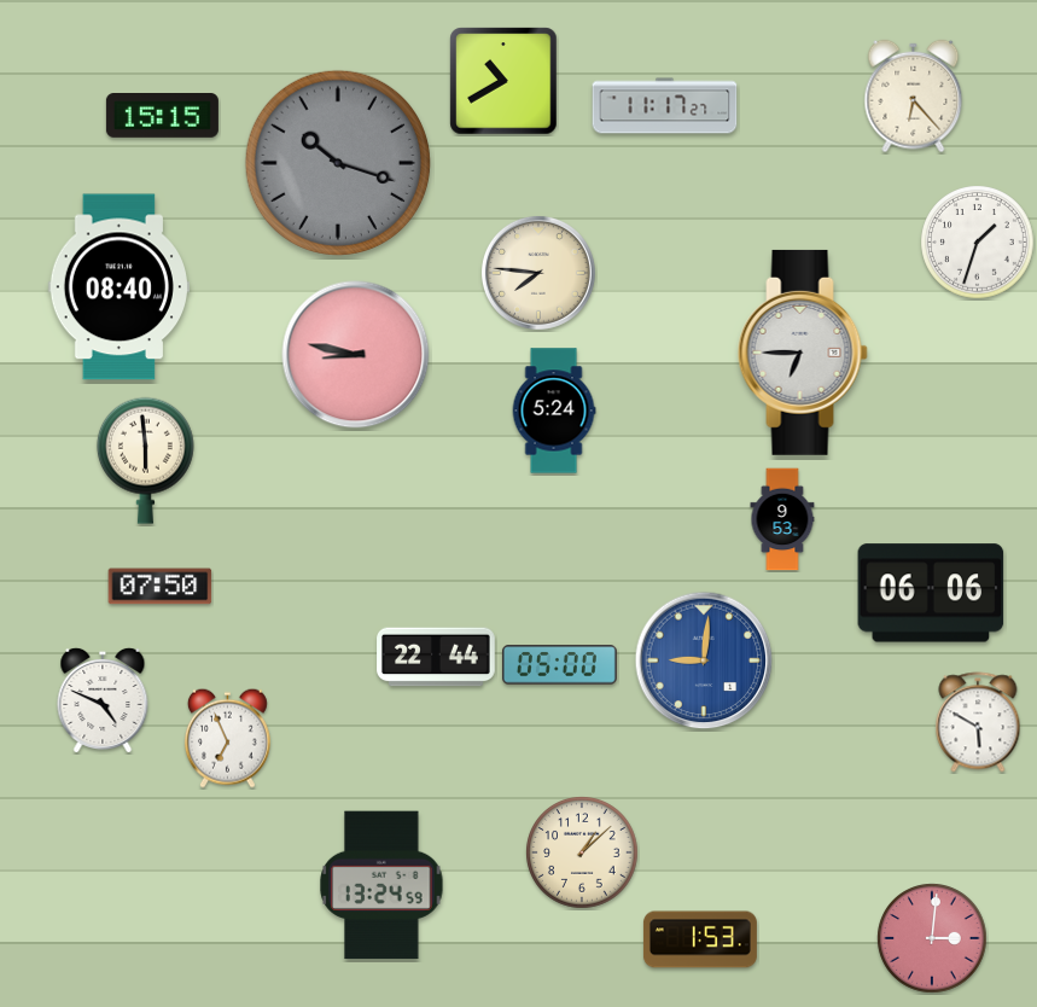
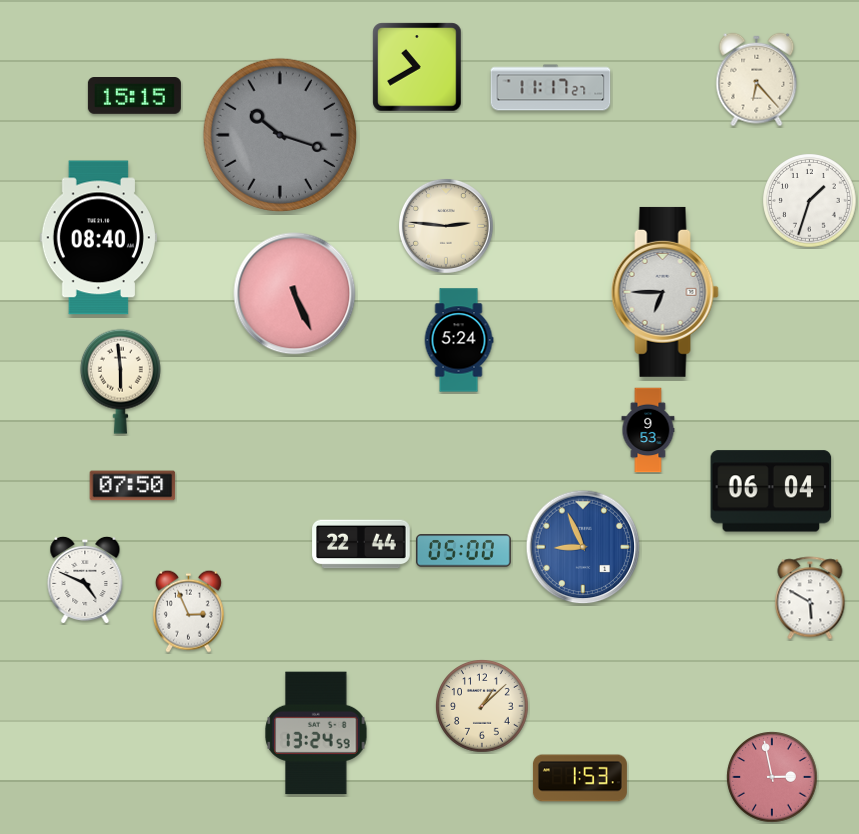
clock at (538, 273): 7:46 -> 2:46
clock at (356, 355): 8:47 -> 5:26
clock at (931, 593): 06:06 -> 06:04
clock at (704, 660): 9:01 -> 8:56
clock at (227, 738): 6:56 -> 2:56
clock at (932, 938): 3:01 -> 2:58
